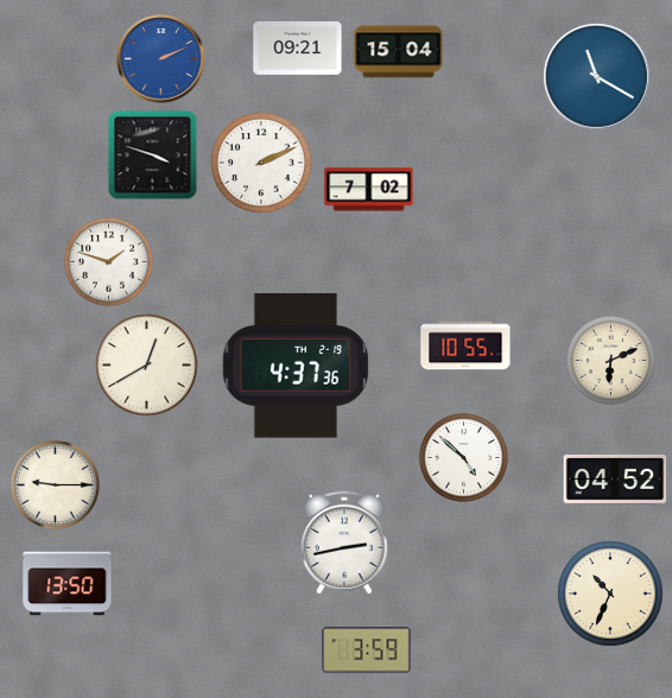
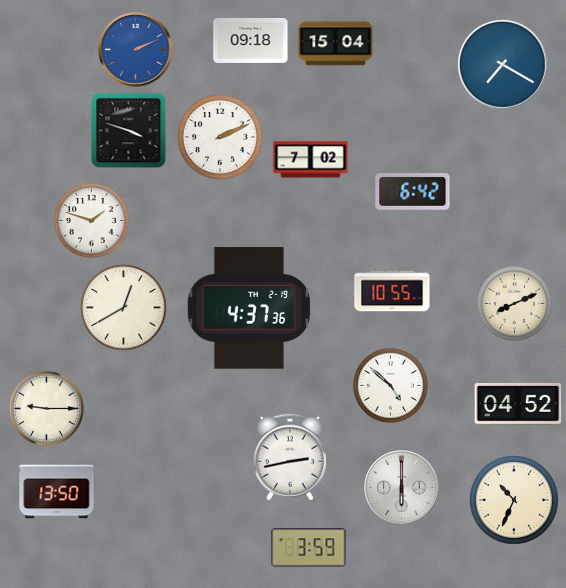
clock at (298, 47): 09:21 -> 09:18
clock at (597, 77): 11:20 -> 7:20
clock at (413, 192): none -> 6:42
clock at (610, 360): 6:11 -> 8:11
clock at (402, 488): none -> 6:00
